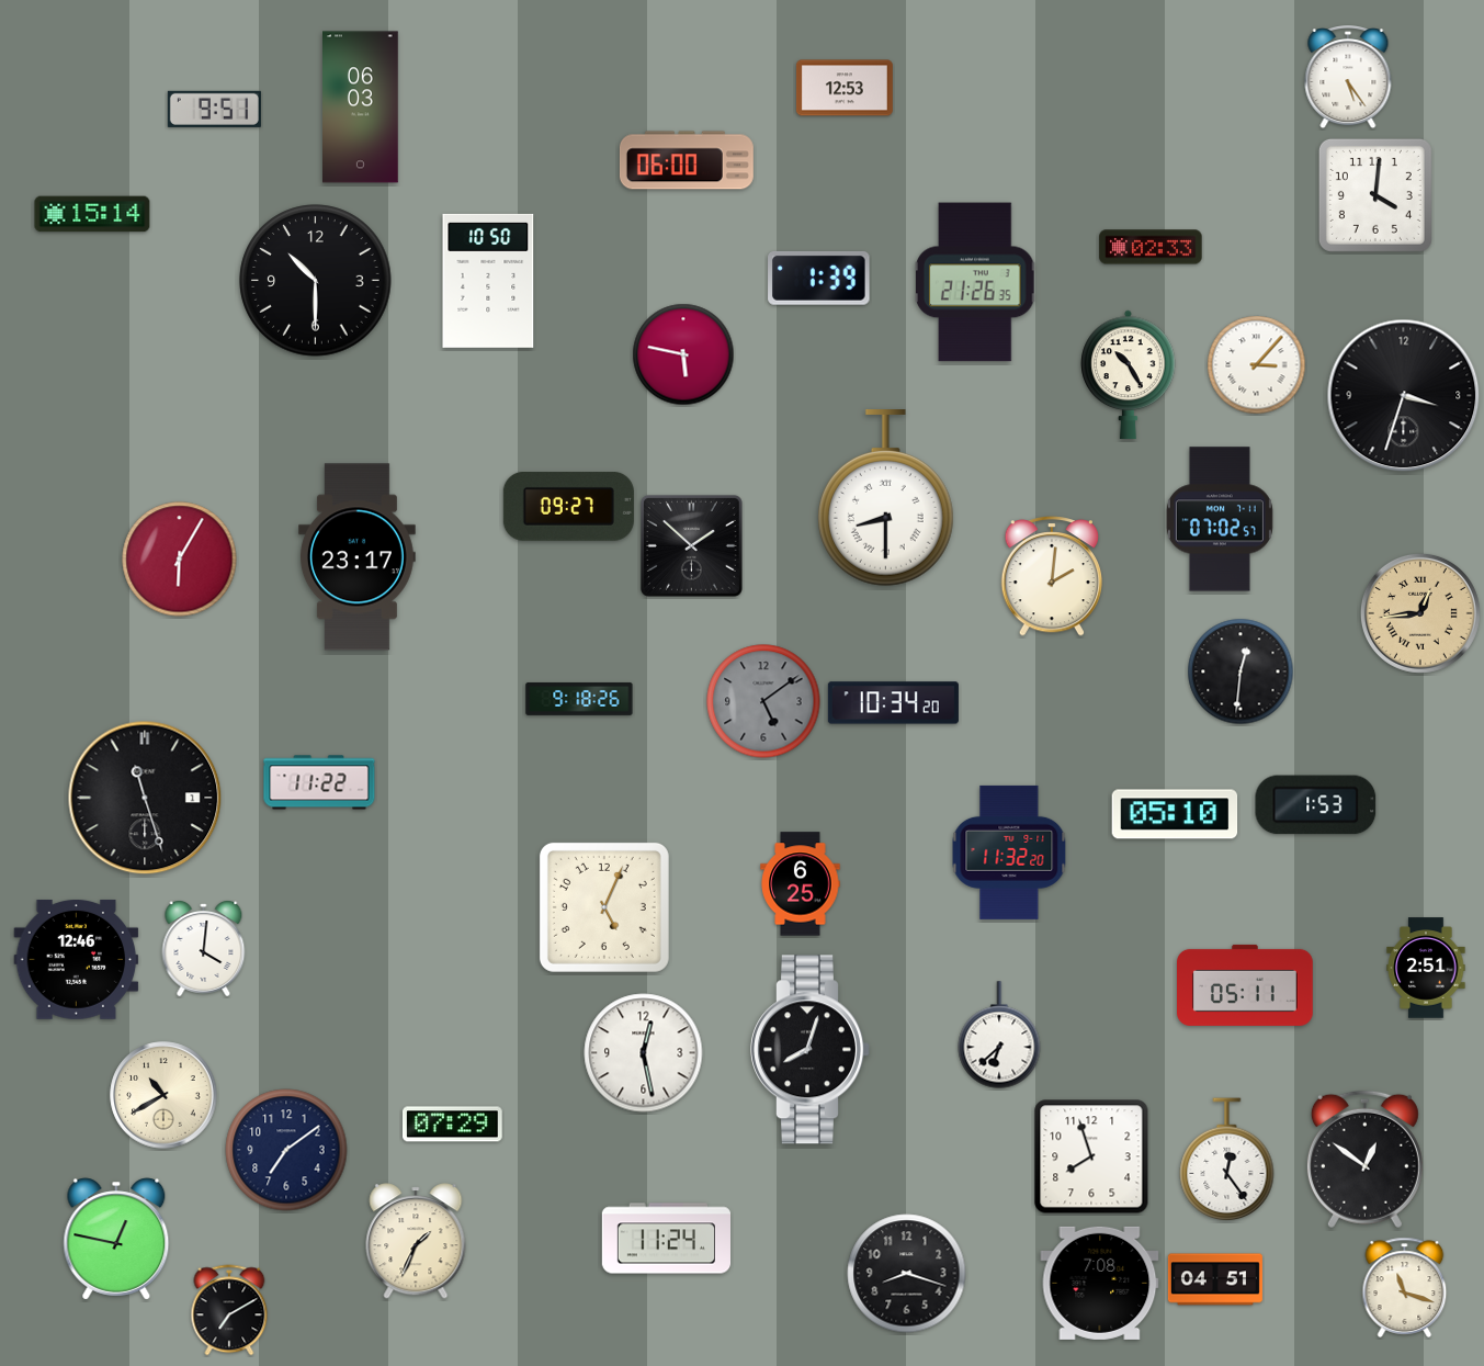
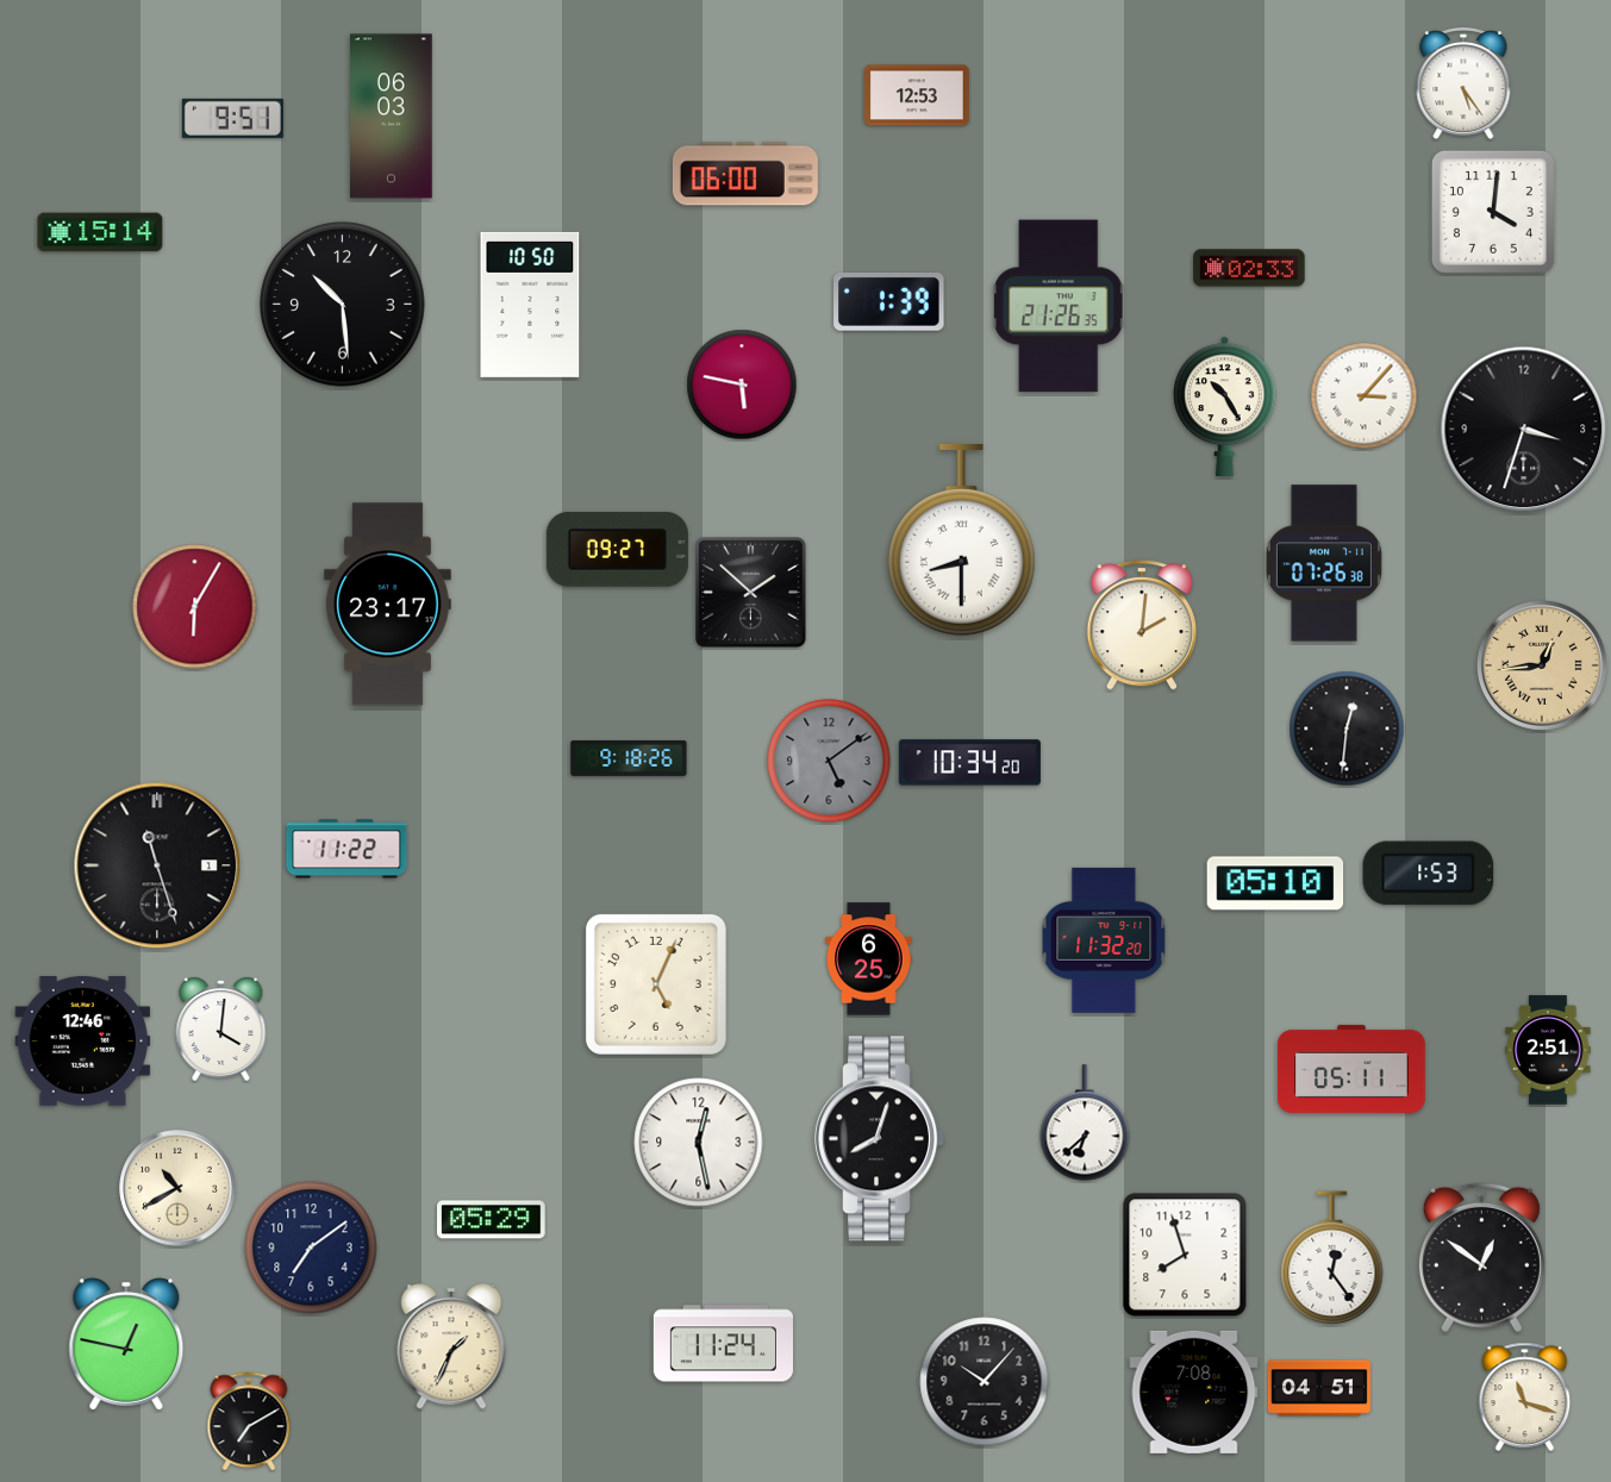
clock at (316, 281): 10:30 -> 10:29
clock at (1220, 519): 07:02 -> 07:26
clock at (1009, 853) position: (1009, 853) -> (1104, 940)
clock at (453, 1125): 07:29 -> 05:29
clock at (907, 1274): 8:18 -> 10:07
